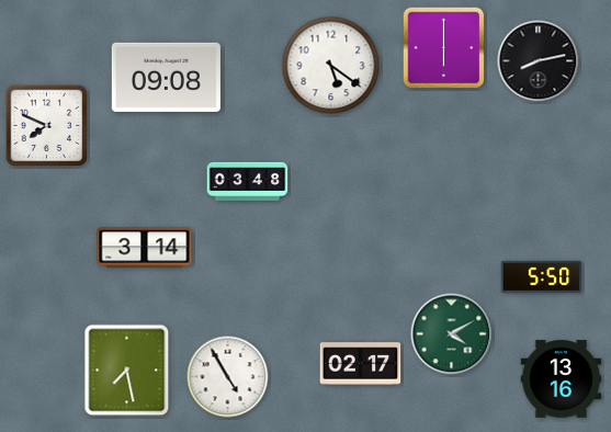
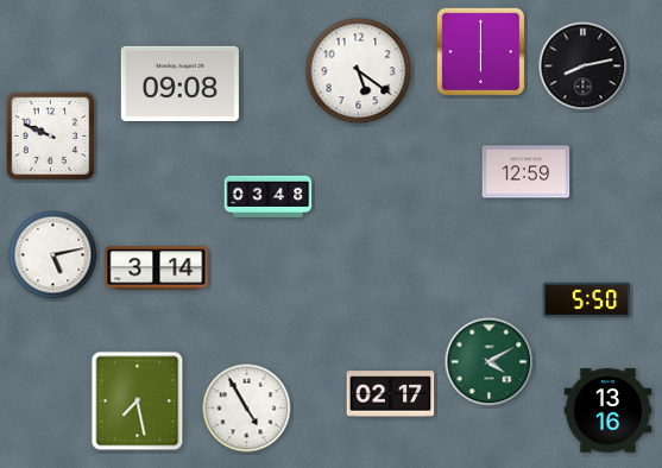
clock at (47, 126): 7:49 -> 9:49
clock at (527, 172): none -> 12:59
clock at (53, 255): none -> 5:13
